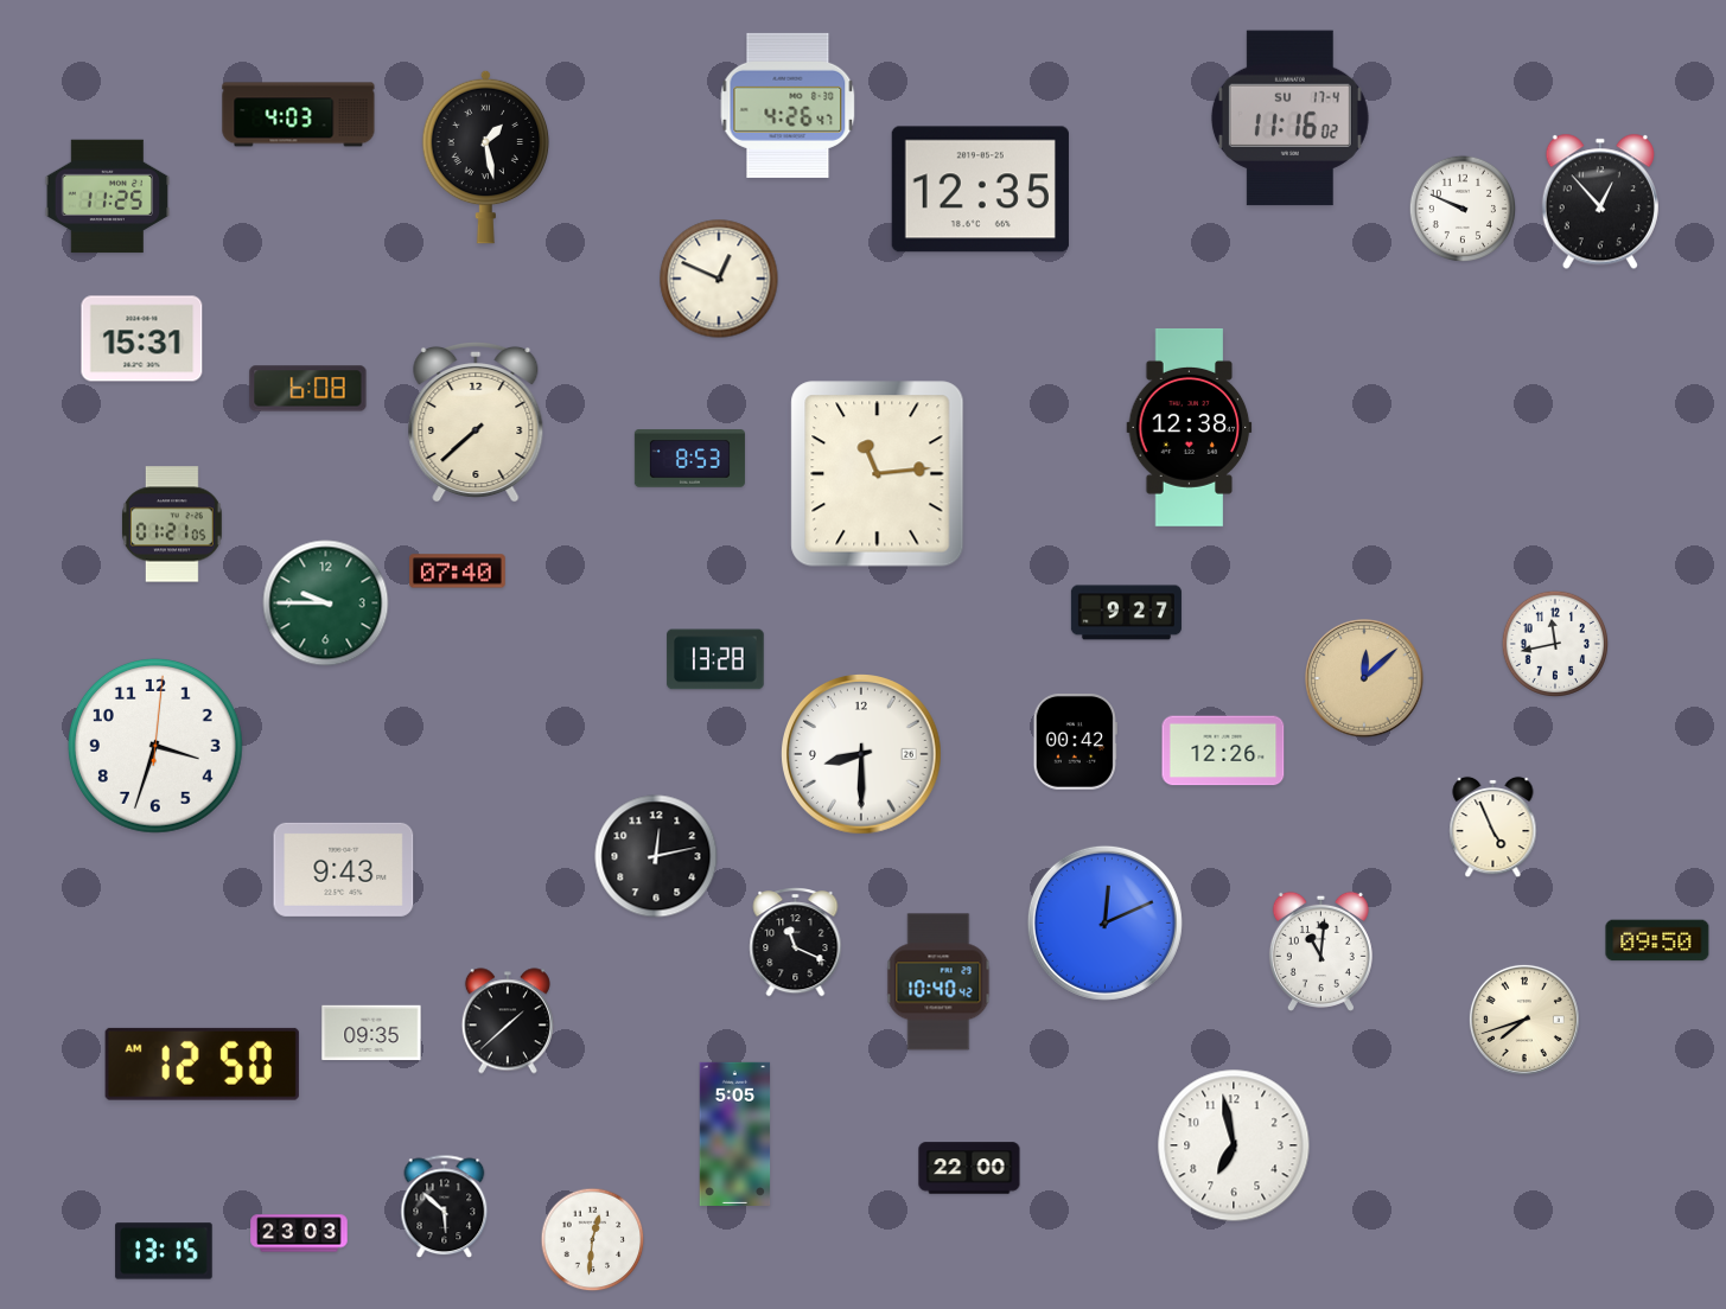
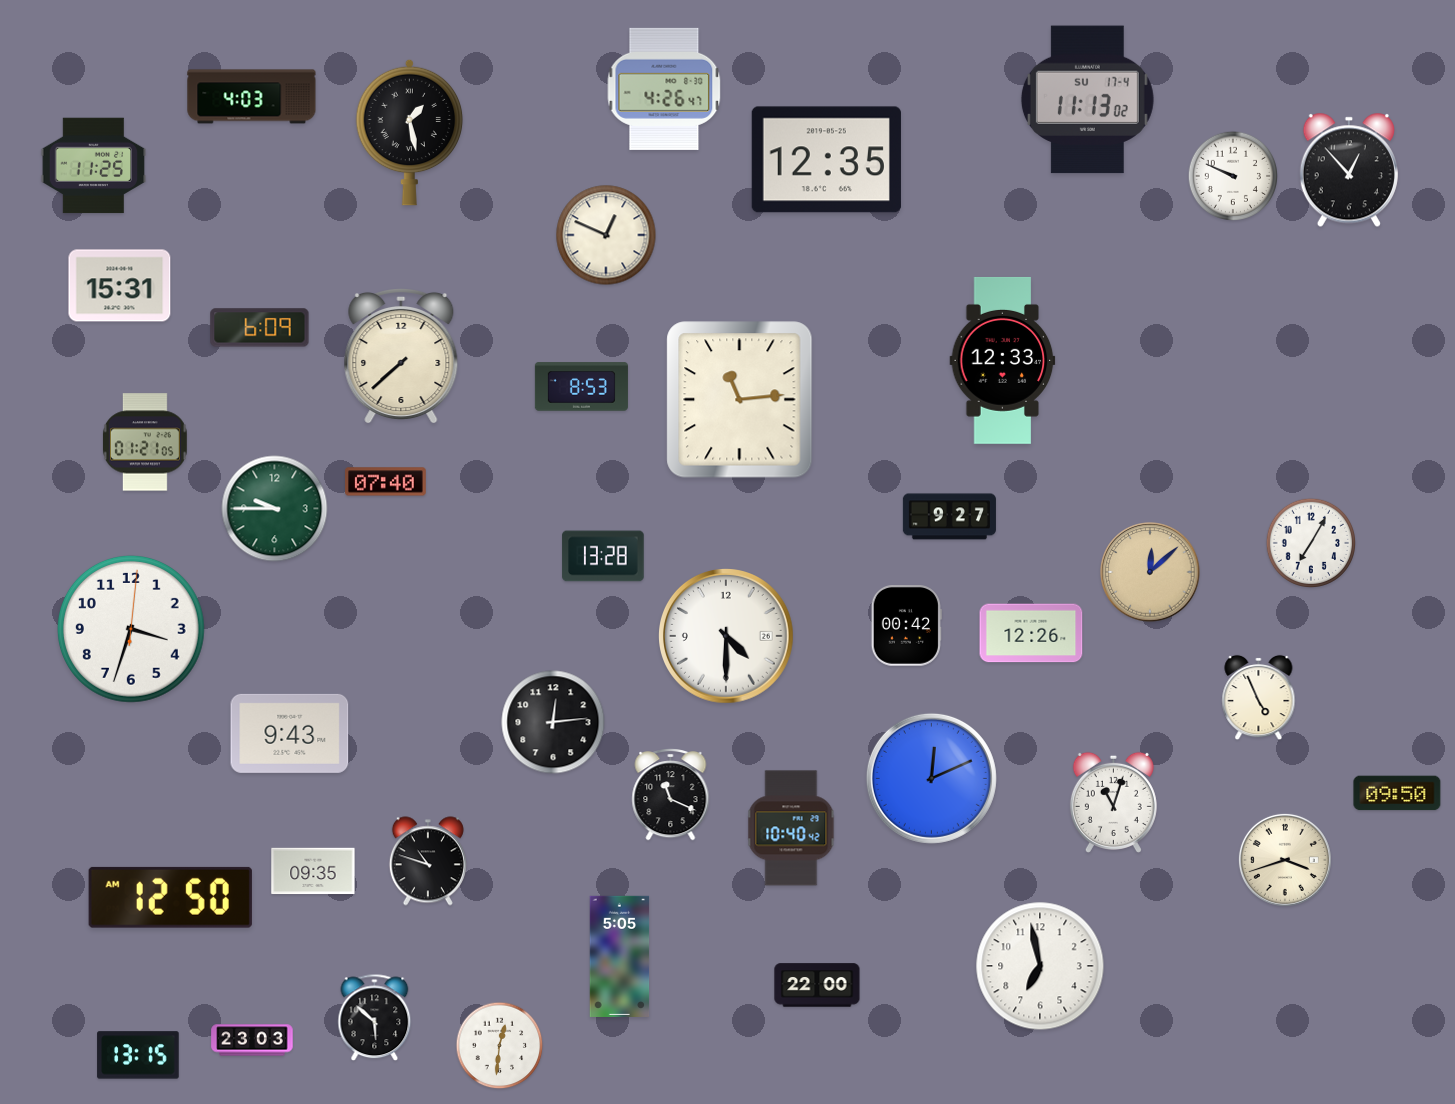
clock at (1289, 119): 11:16 -> 11:13
clock at (108, 197) position: (108, 197) -> (94, 166)
clock at (308, 389): 6:08 -> 6:09
clock at (1190, 427): 12:38 -> 12:33
clock at (1554, 643): 11:43 -> 7:05
clock at (862, 755): 8:30 -> 4:30
clock at (656, 856): 12:13 -> 12:14
clock at (1320, 951): 11:01 -> 11:03
clock at (1524, 1020): 7:42 -> 3:42
clock at (508, 1021): 1:38 -> 10:48
